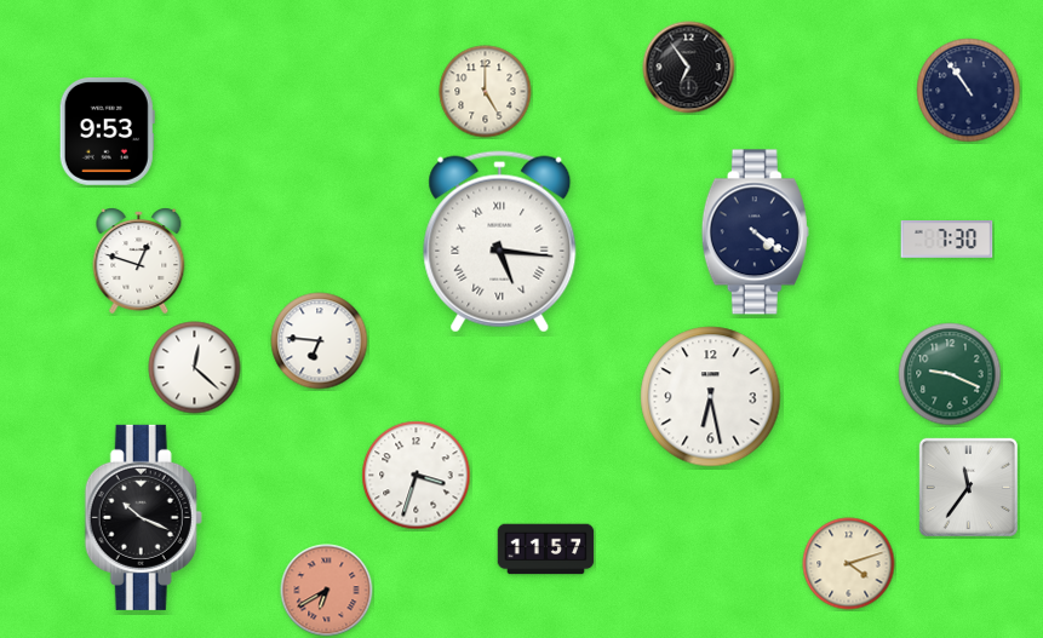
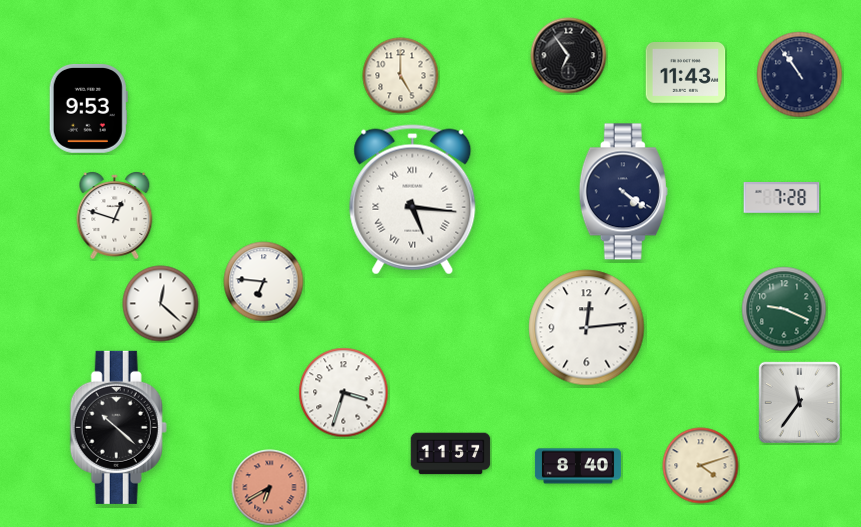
clock at (686, 73): none -> 11:43
clock at (947, 240): 7:30 -> 7:28
clock at (711, 397): 6:28 -> 12:14
clock at (143, 517): 10:19 -> 10:22
clock at (578, 466): none -> 8:40
